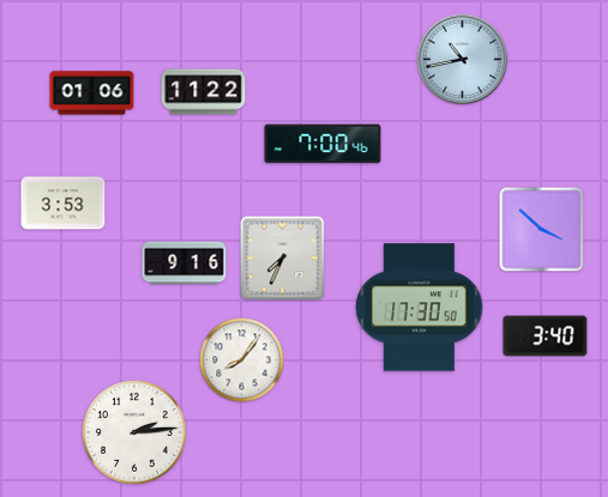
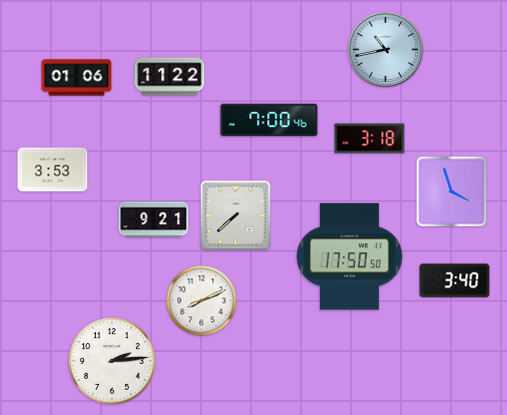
clock at (370, 139): none -> 3:18
clock at (542, 230): 3:52 -> 3:57
clock at (283, 259): 7:34 -> 7:38
clock at (185, 263): 9:16 -> 9:21
clock at (420, 308): 17:30 -> 17:50
clock at (242, 360): 8:06 -> 8:11
